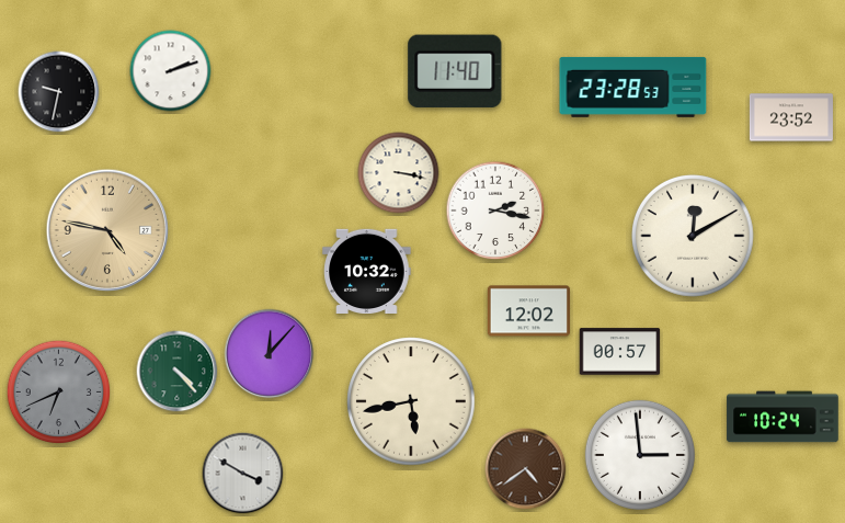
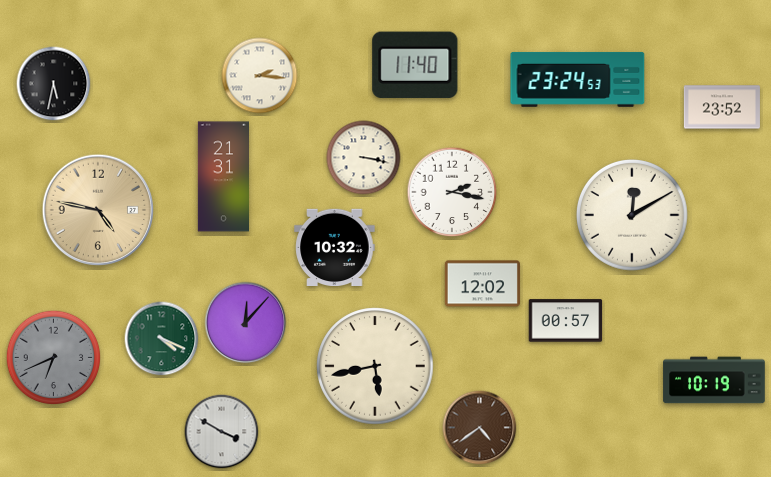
clock at (171, 71): 2:12 -> none
clock at (260, 76): none -> 2:16
clock at (633, 87): 23:28 -> 23:24
clock at (59, 92): 9:32 -> 5:32
clock at (223, 177): none -> 21:31
clock at (178, 372): 4:23 -> 4:19
clock at (783, 417): 10:24 -> 10:19
clock at (640, 455): 2:59 -> none
